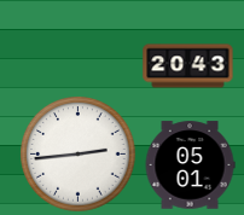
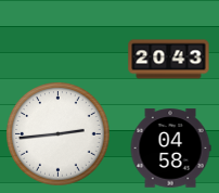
clock at (79, 155) position: (79, 155) -> (59, 134)
clock at (190, 165): 05:01 -> 04:58
